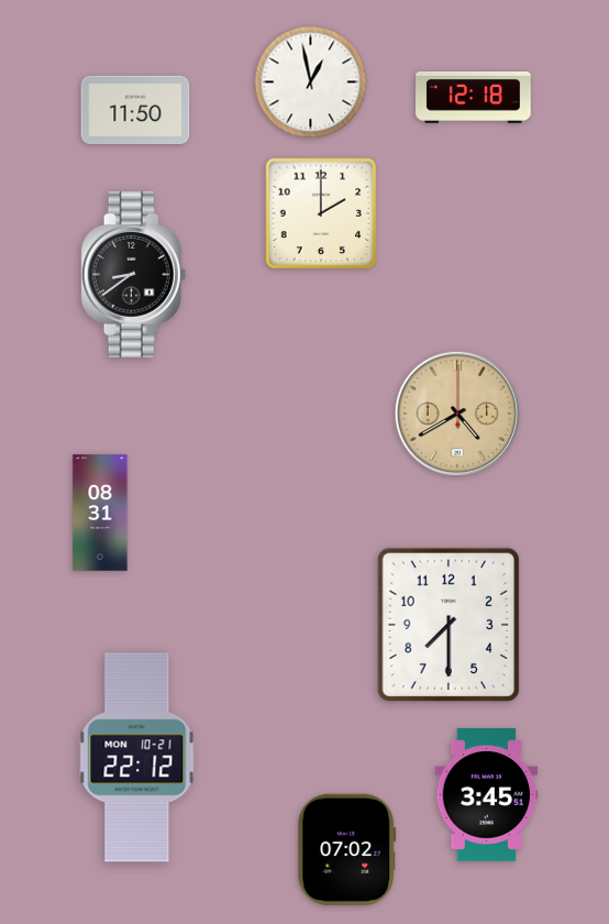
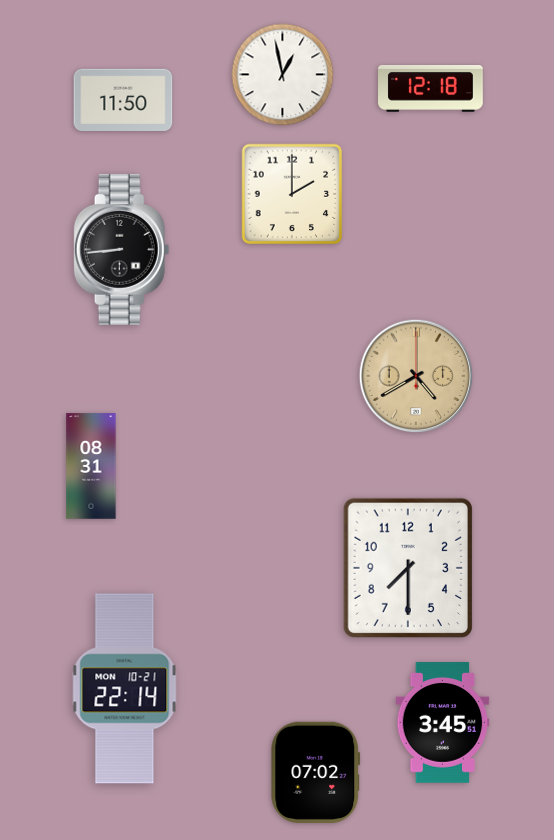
clock at (134, 274): 8:39 -> 8:44
clock at (137, 758): 22:12 -> 22:14
